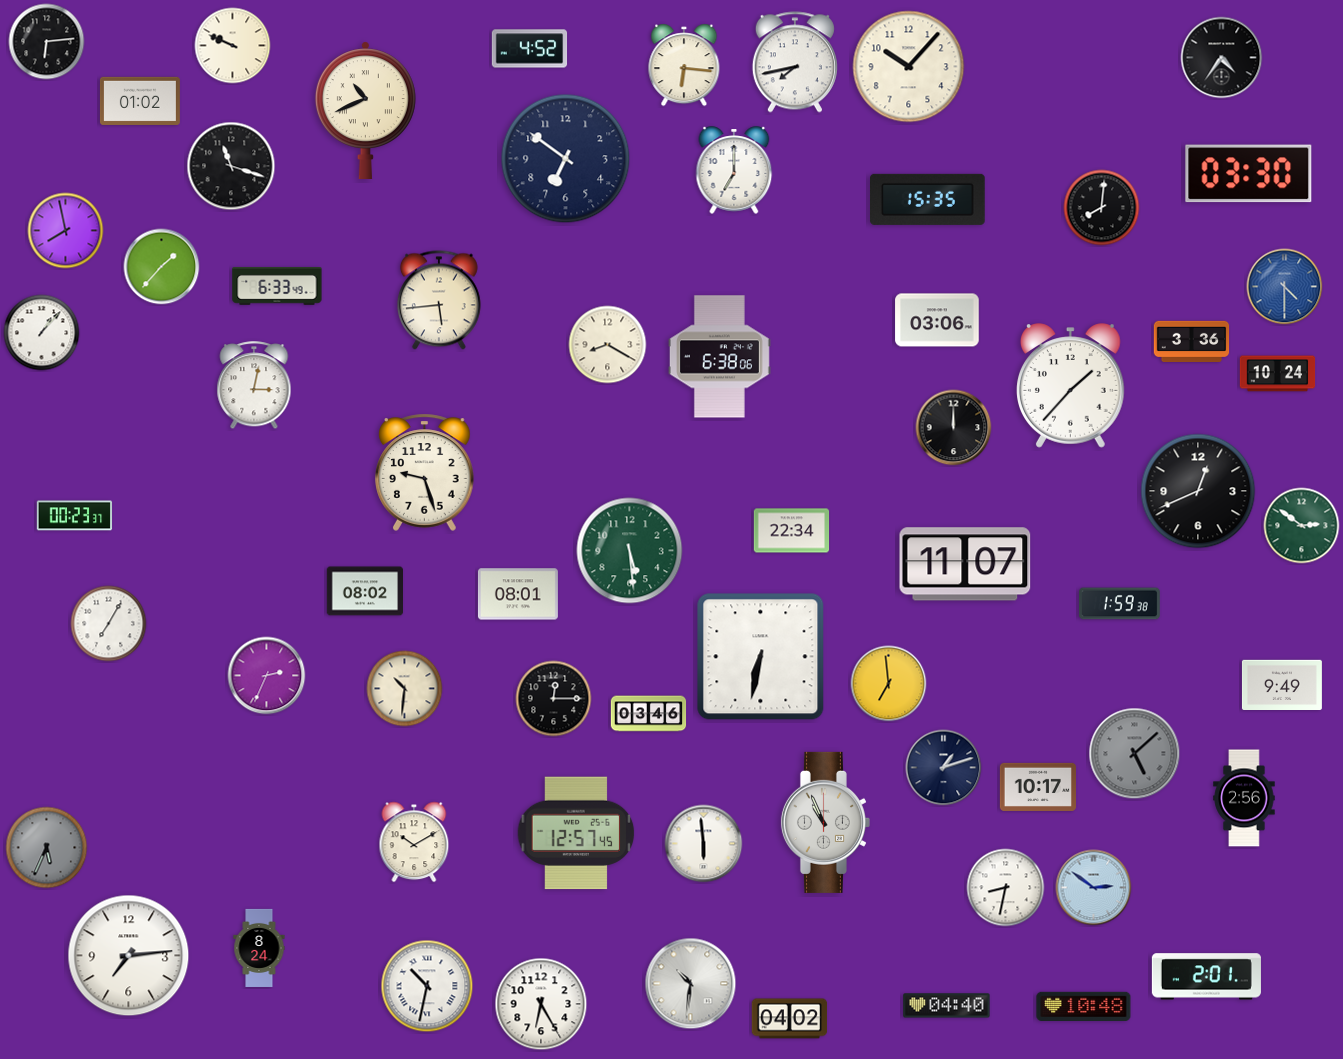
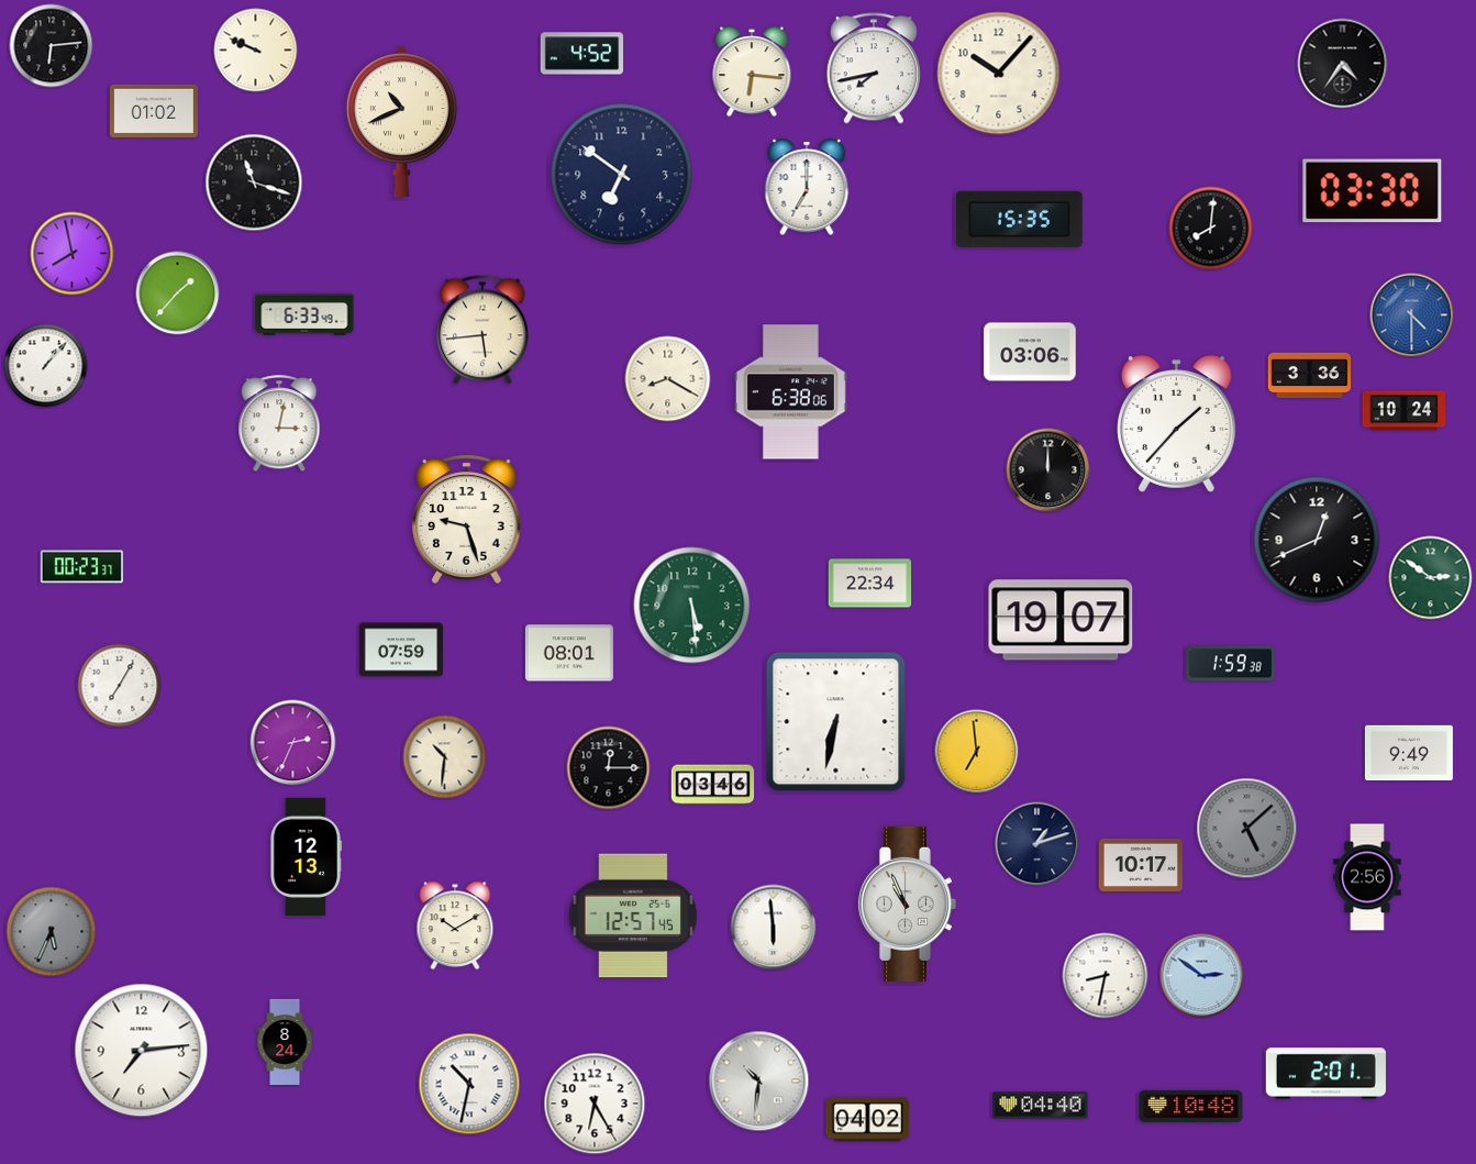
clock at (965, 564): 11:07 -> 19:07
clock at (364, 591): 08:02 -> 07:59
clock at (306, 856): none -> 12:13
